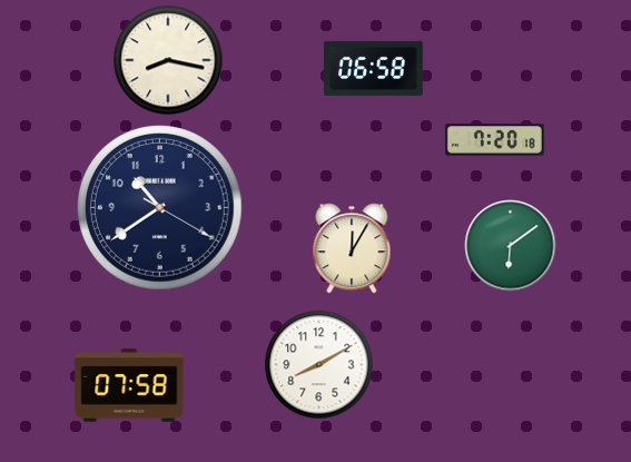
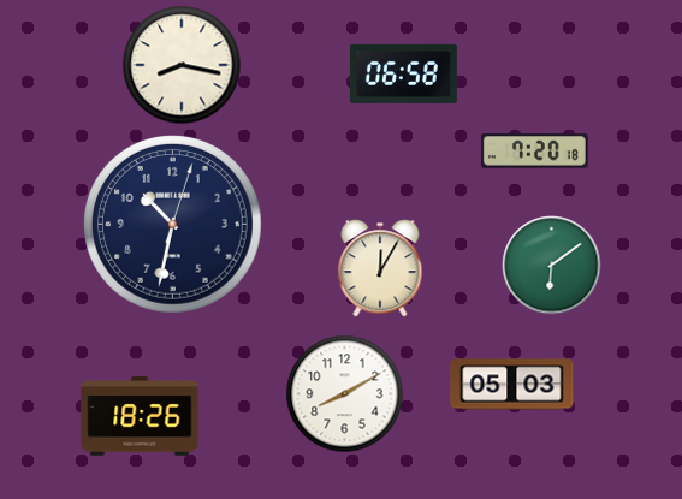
clock at (160, 208): 10:39 -> 10:32
clock at (512, 385): none -> 05:03
clock at (129, 385): 07:58 -> 18:26
